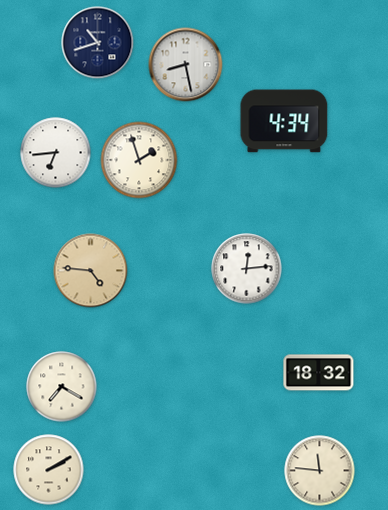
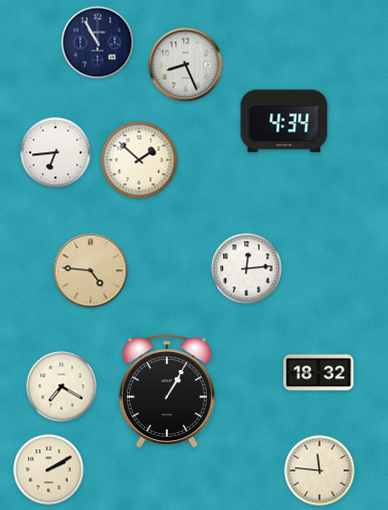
clock at (98, 43): 10:42 -> 10:55
clock at (186, 65): 8:28 -> 8:26
clock at (139, 160): 1:57 -> 1:52
clock at (167, 392): none -> 1:05
